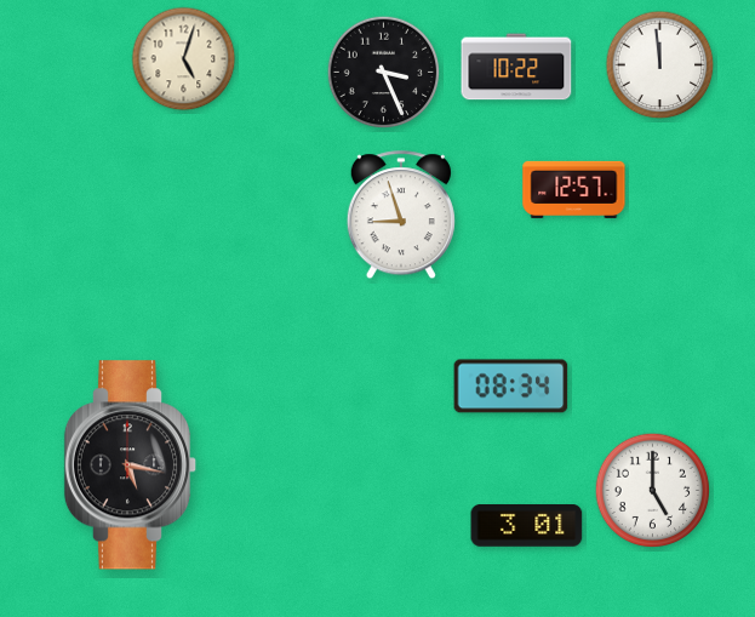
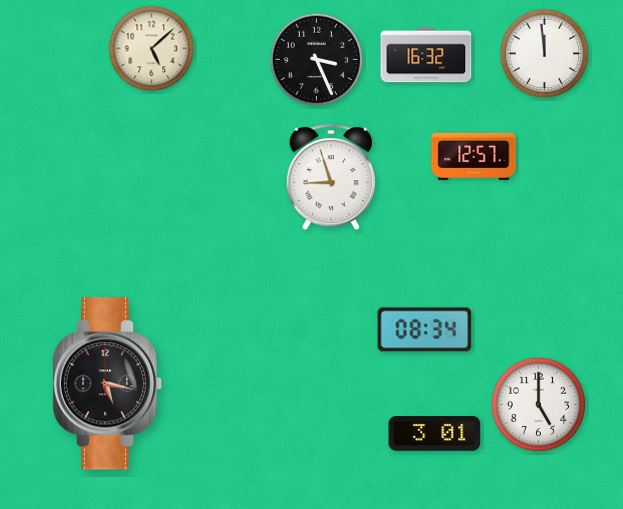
clock at (184, 59): 5:03 -> 5:08
clock at (516, 67): 10:22 -> 16:32
clock at (511, 387) position: (511, 387) -> (425, 330)
